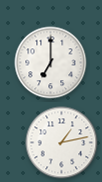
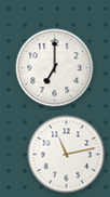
clock at (62, 143): 1:13 -> 11:13
